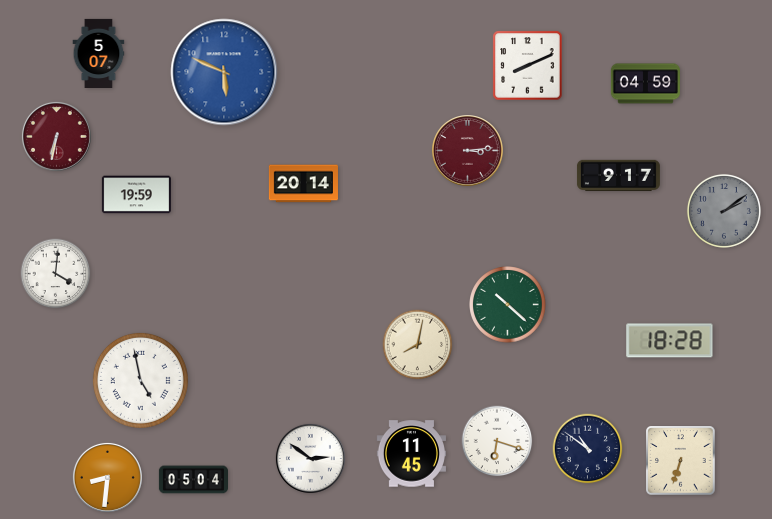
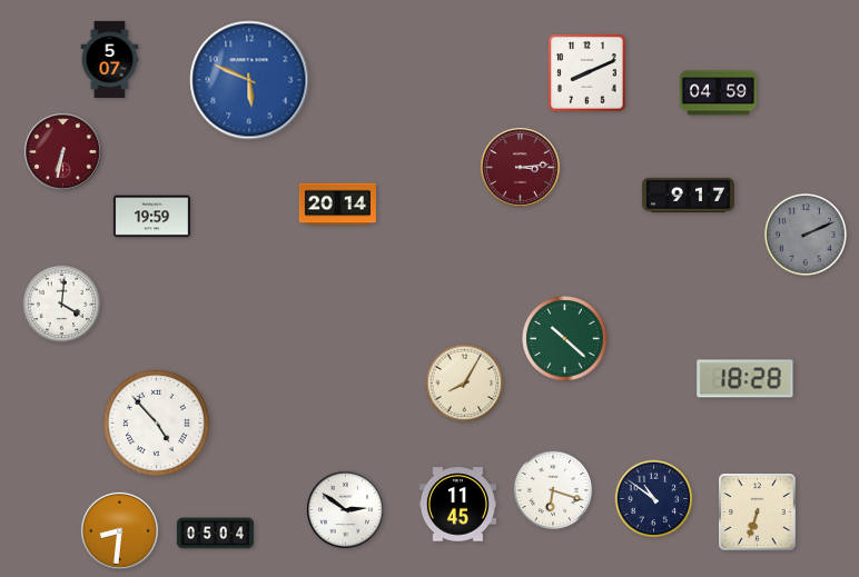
clock at (724, 211): 2:09 -> 2:11
clock at (418, 345): 8:02 -> 8:05
clock at (140, 380): 4:58 -> 4:53
